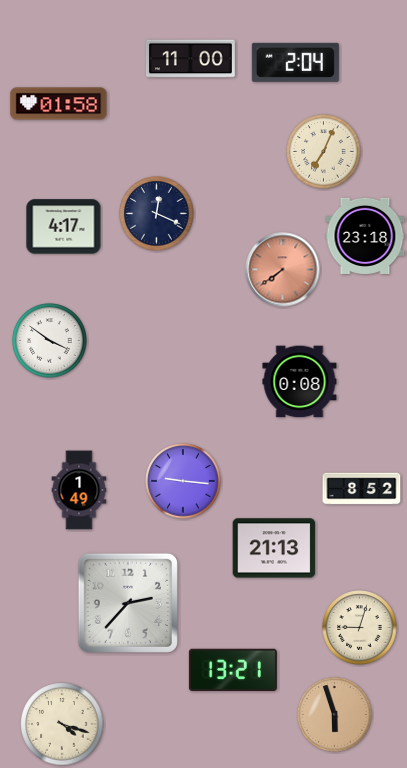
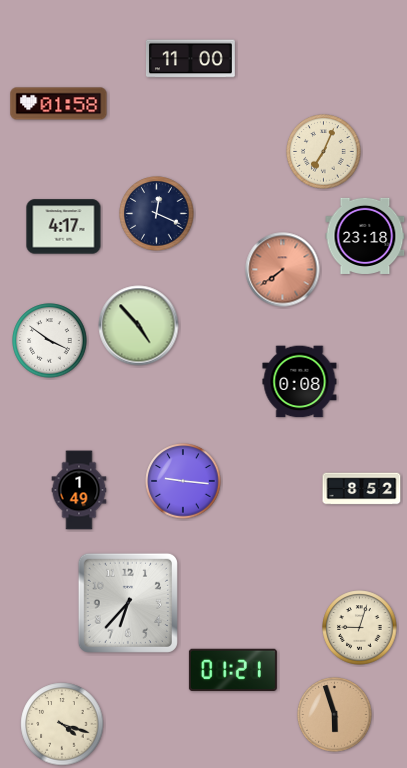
clock at (295, 62): 2:04 -> none
clock at (139, 326): none -> 4:53
clock at (274, 548): 21:13 -> none
clock at (128, 603): 2:37 -> 6:37
clock at (233, 670): 13:21 -> 01:21
